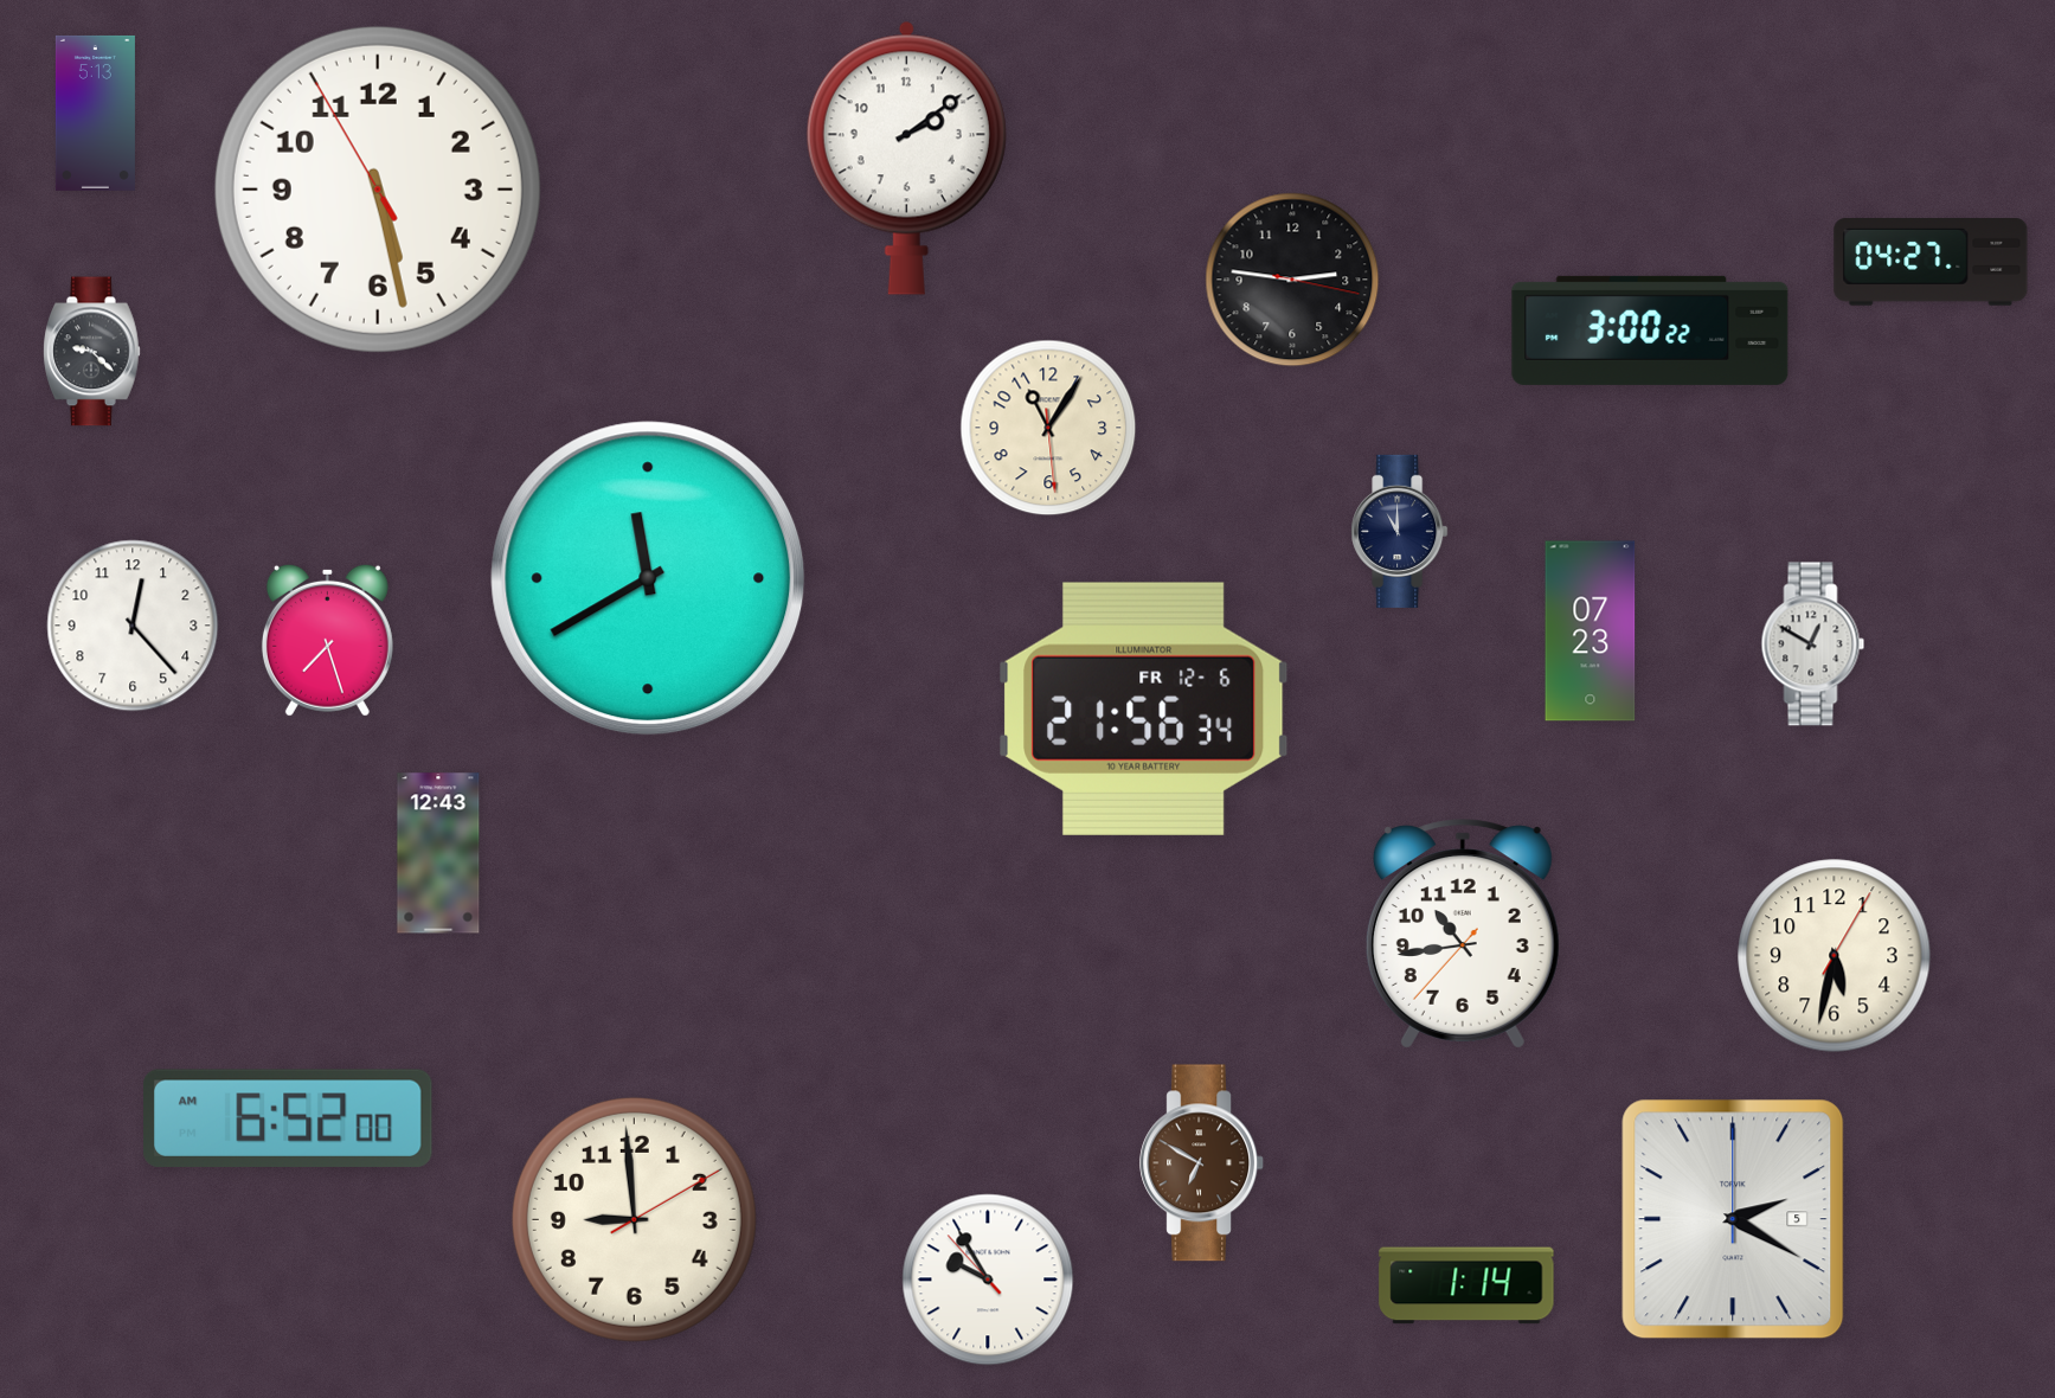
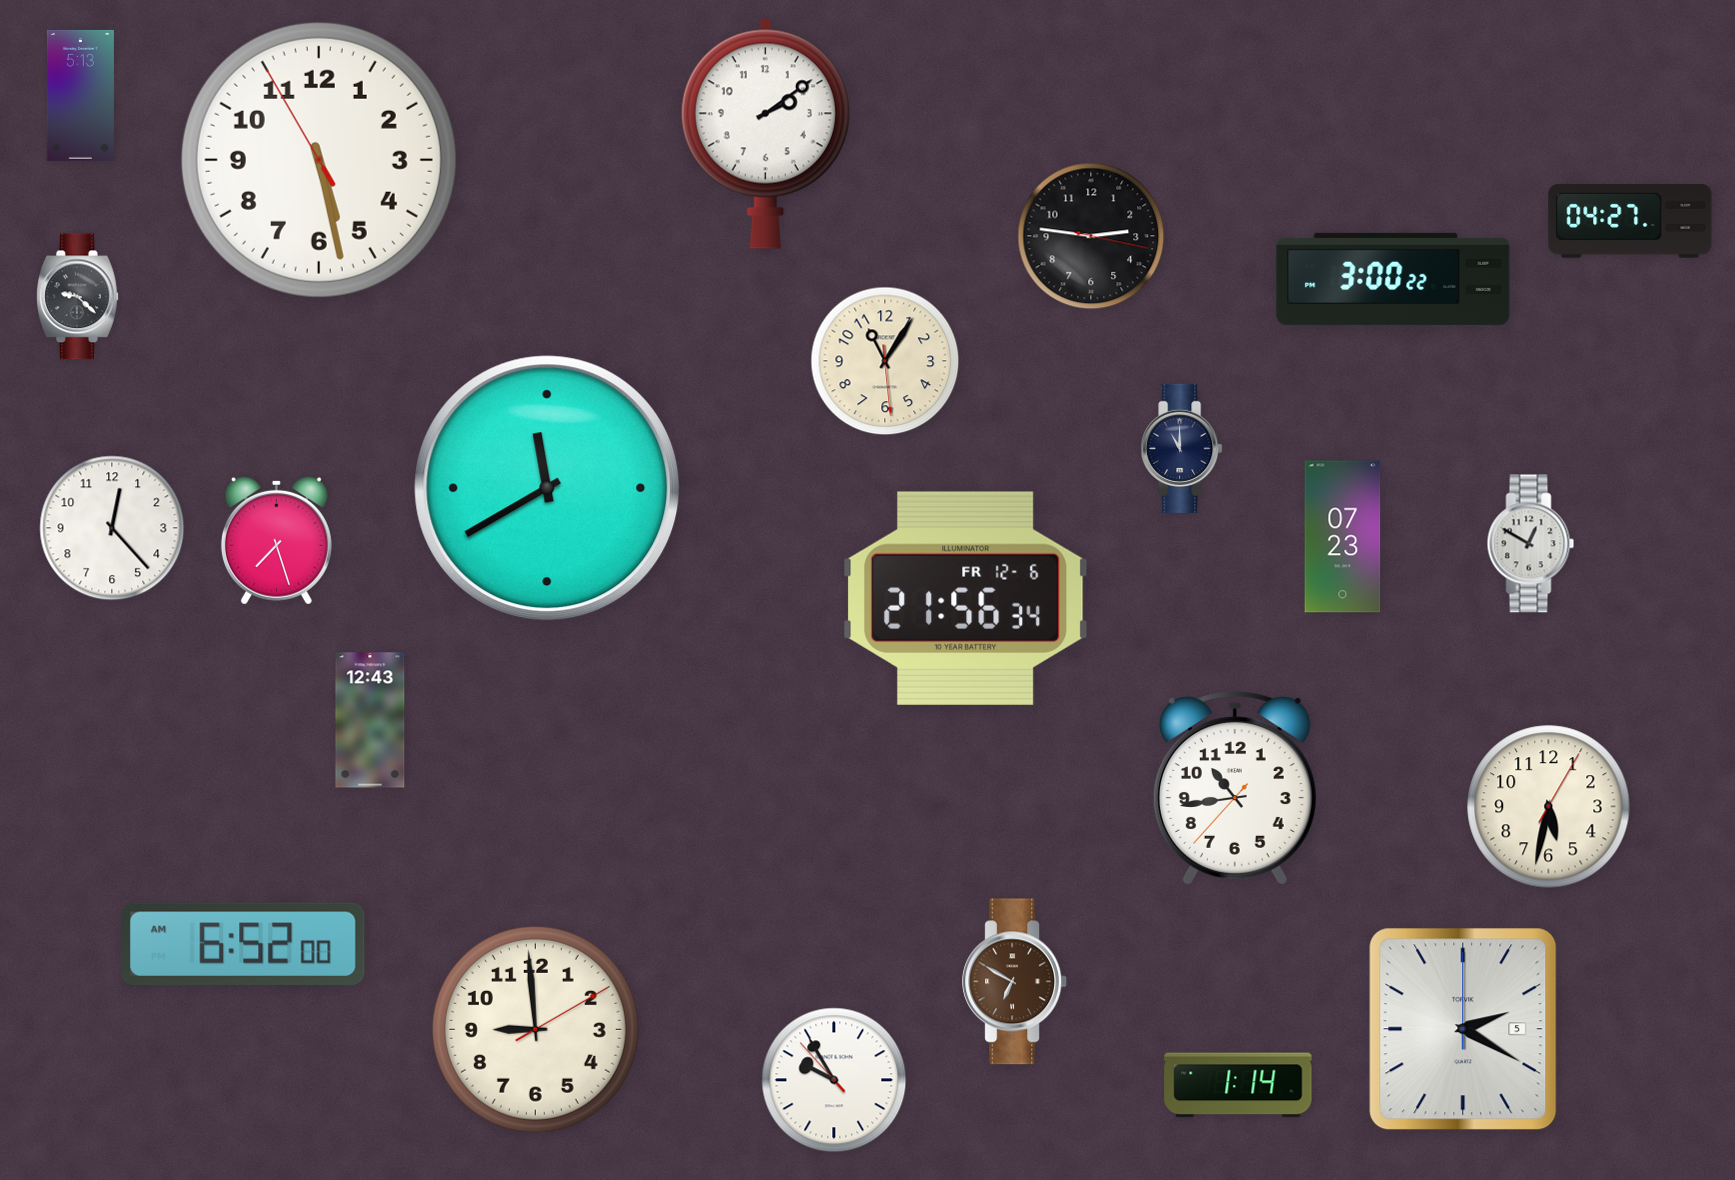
clock at (1591, 631) position: (1591, 631) -> (1343, 537)
